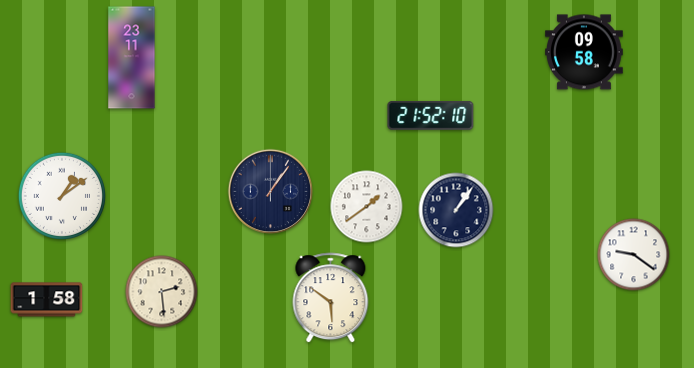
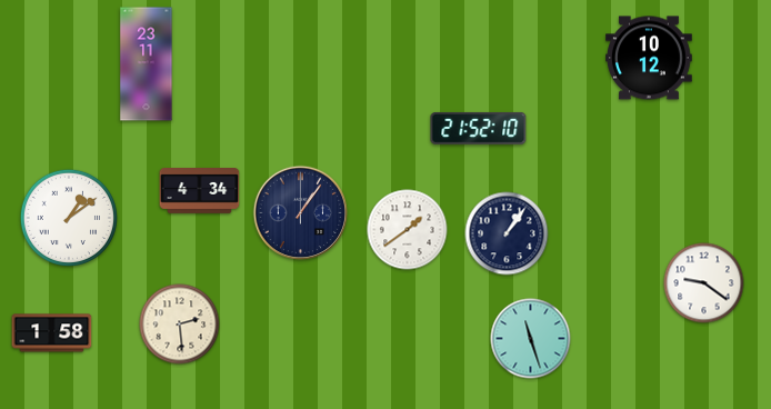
clock at (585, 52): 09:58 -> 10:12
clock at (200, 191): none -> 4:34
clock at (331, 298): 5:51 -> none
clock at (531, 339): none -> 11:27
